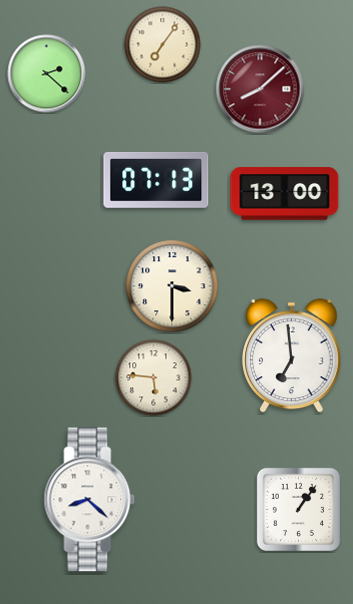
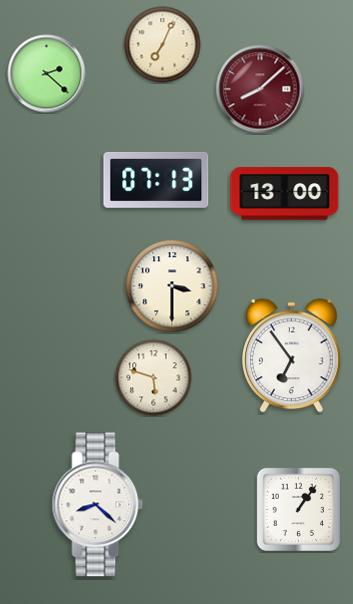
clock at (163, 45): 7:06 -> 7:04
clock at (292, 356): 6:59 -> 6:54
clock at (154, 378): 5:46 -> 5:48
clock at (90, 500) position: (90, 500) -> (98, 505)
